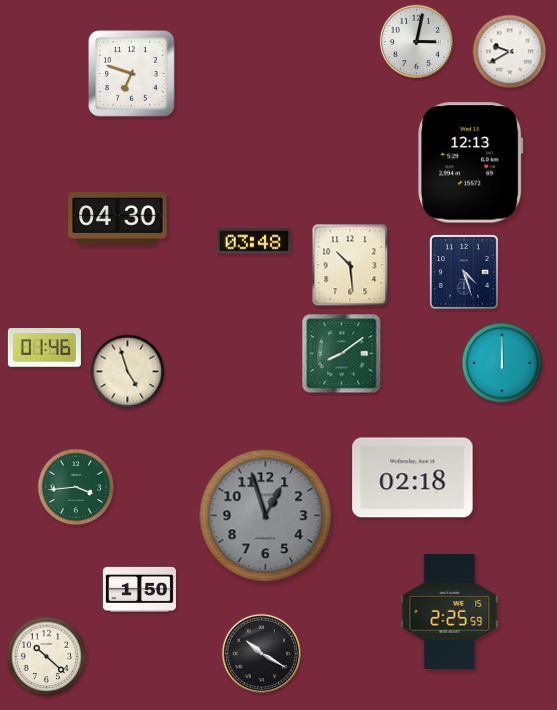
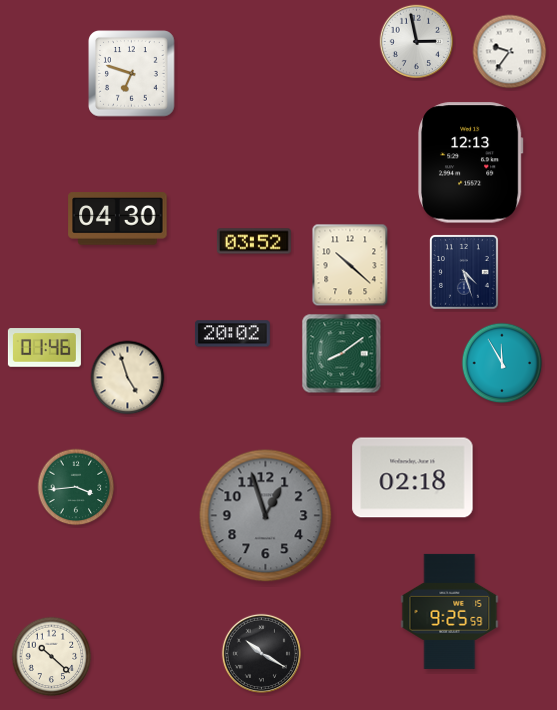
clock at (417, 42): 3:02 -> 2:58
clock at (510, 52): 9:40 -> 9:36
clock at (254, 241): 03:48 -> 03:52
clock at (350, 265): 10:29 -> 10:22
clock at (232, 334): none -> 20:02
clock at (502, 363): 12:00 -> 11:55
clock at (128, 372) position: (128, 372) -> (128, 378)
clock at (139, 589): 1:50 -> none
clock at (450, 611): 2:25 -> 9:25
clock at (47, 657) position: (47, 657) -> (52, 657)
